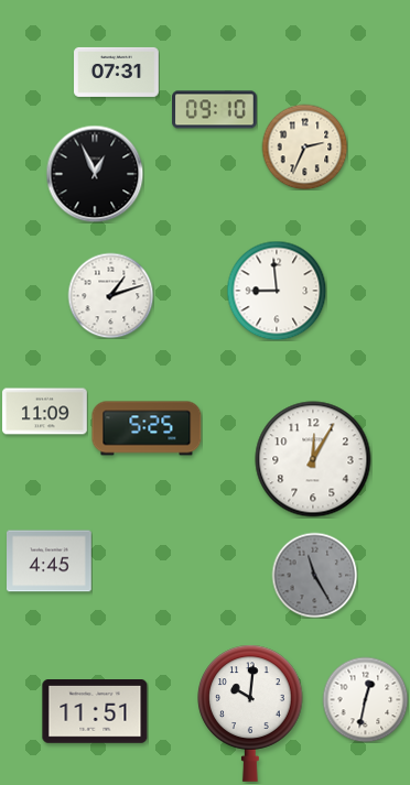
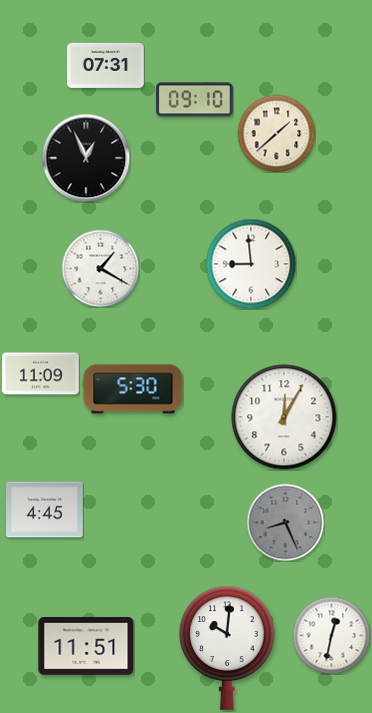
clock at (304, 146): 2:34 -> 1:38
clock at (110, 295): 1:12 -> 1:20
clock at (147, 428): 5:25 -> 5:30
clock at (314, 575): 11:25 -> 8:26
